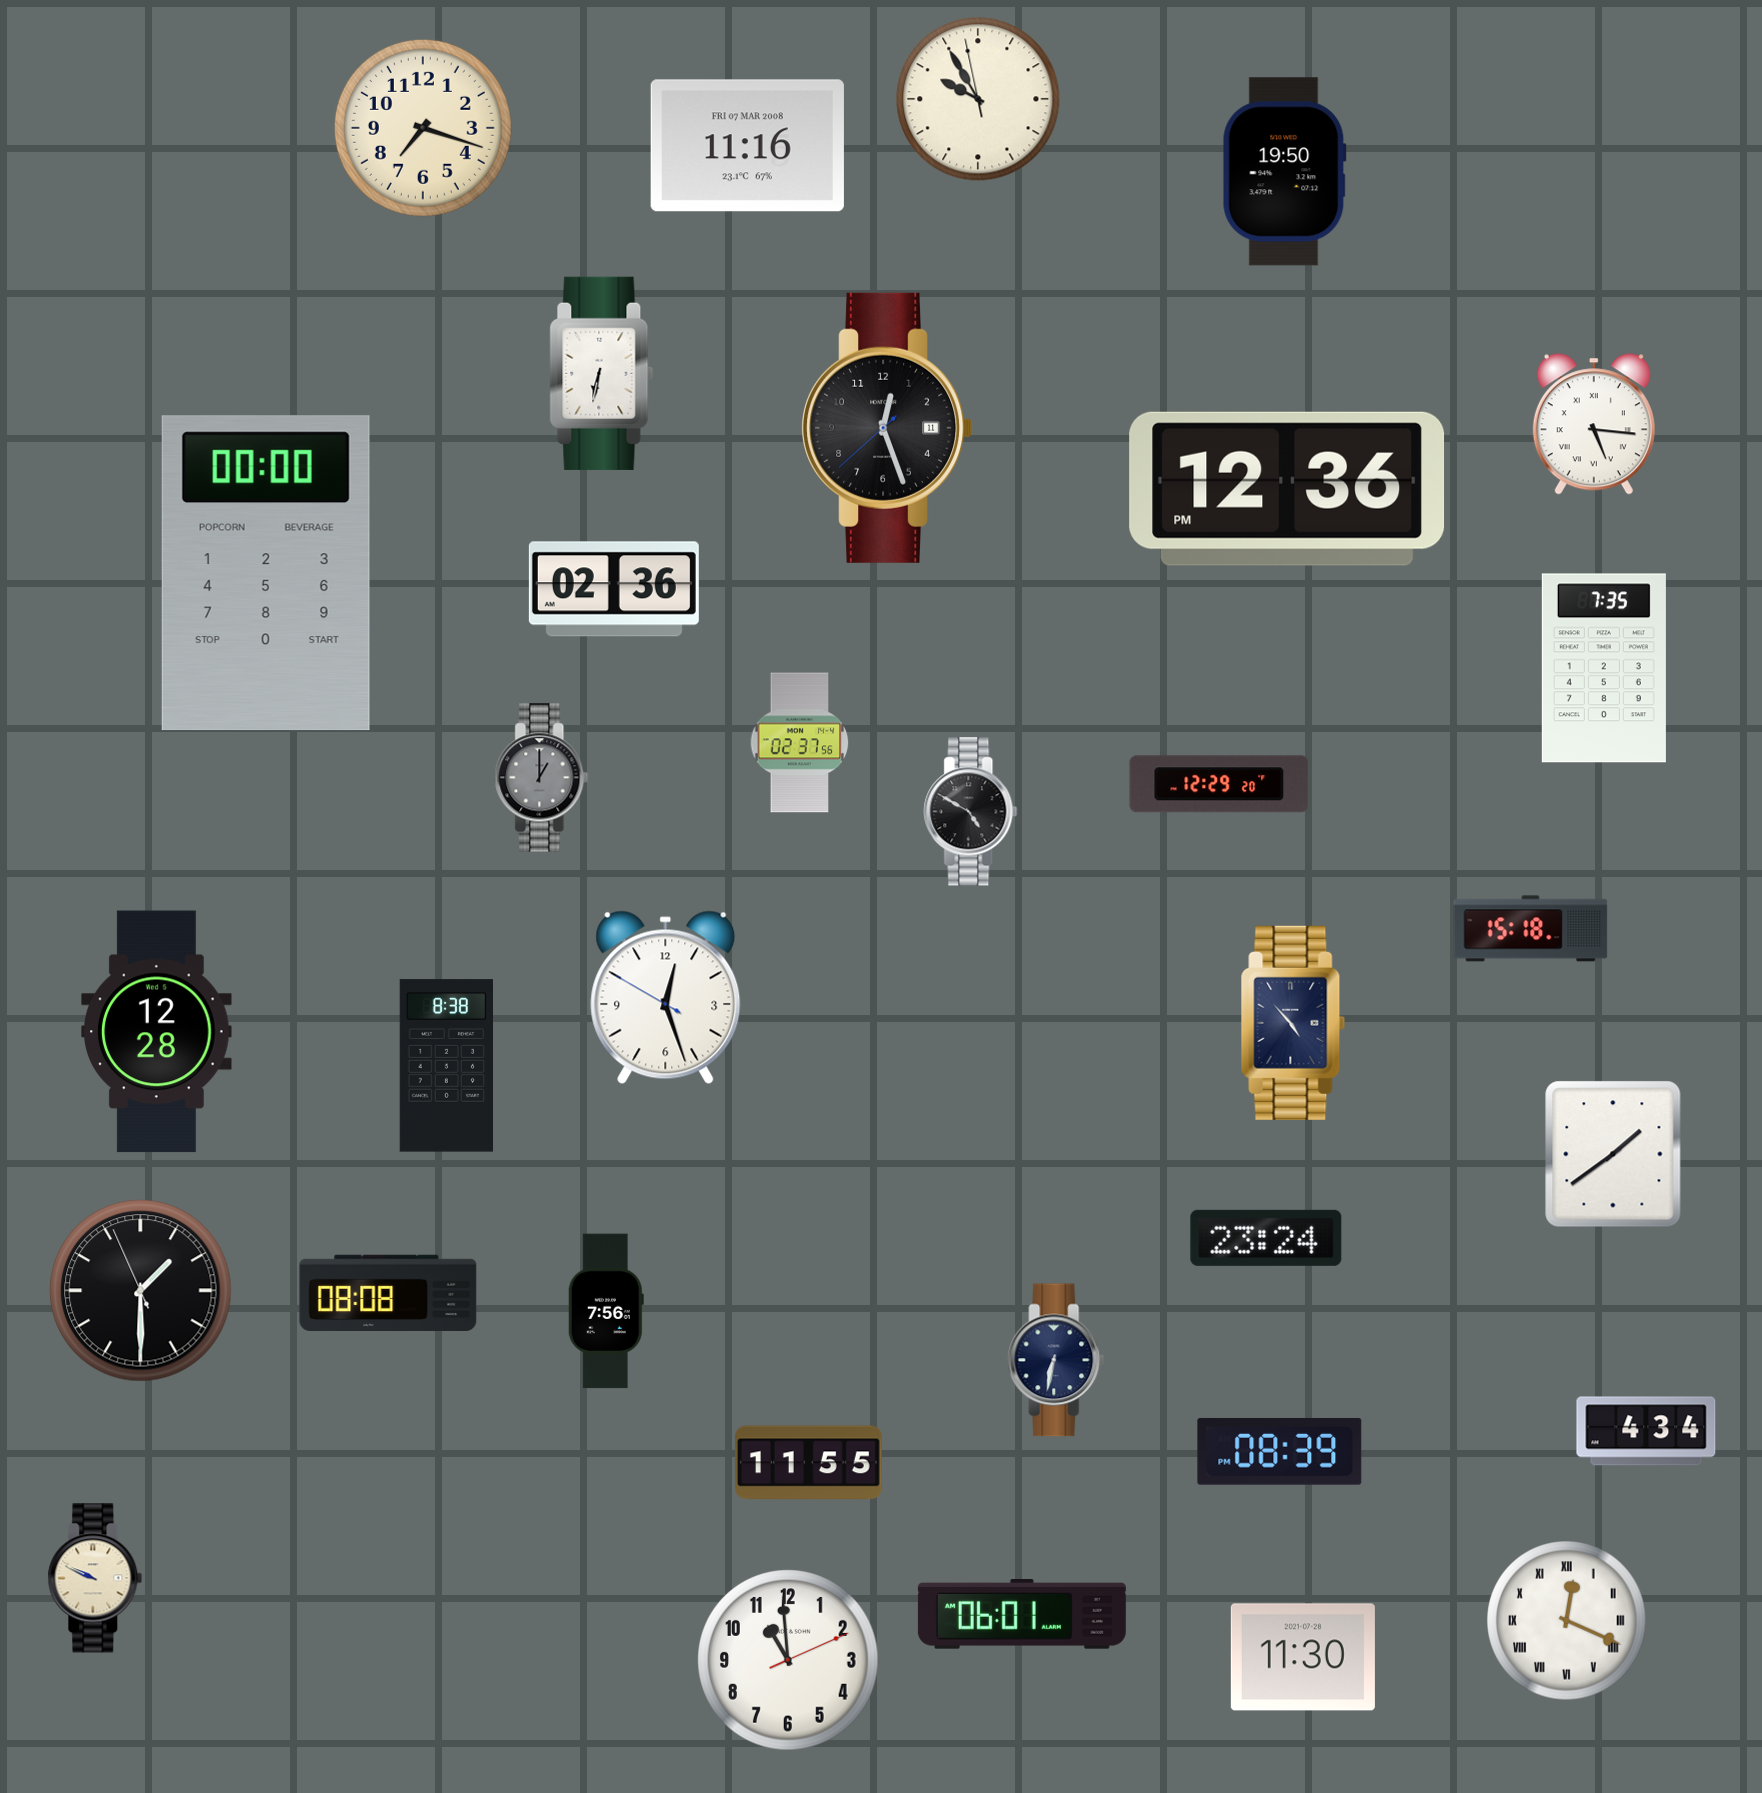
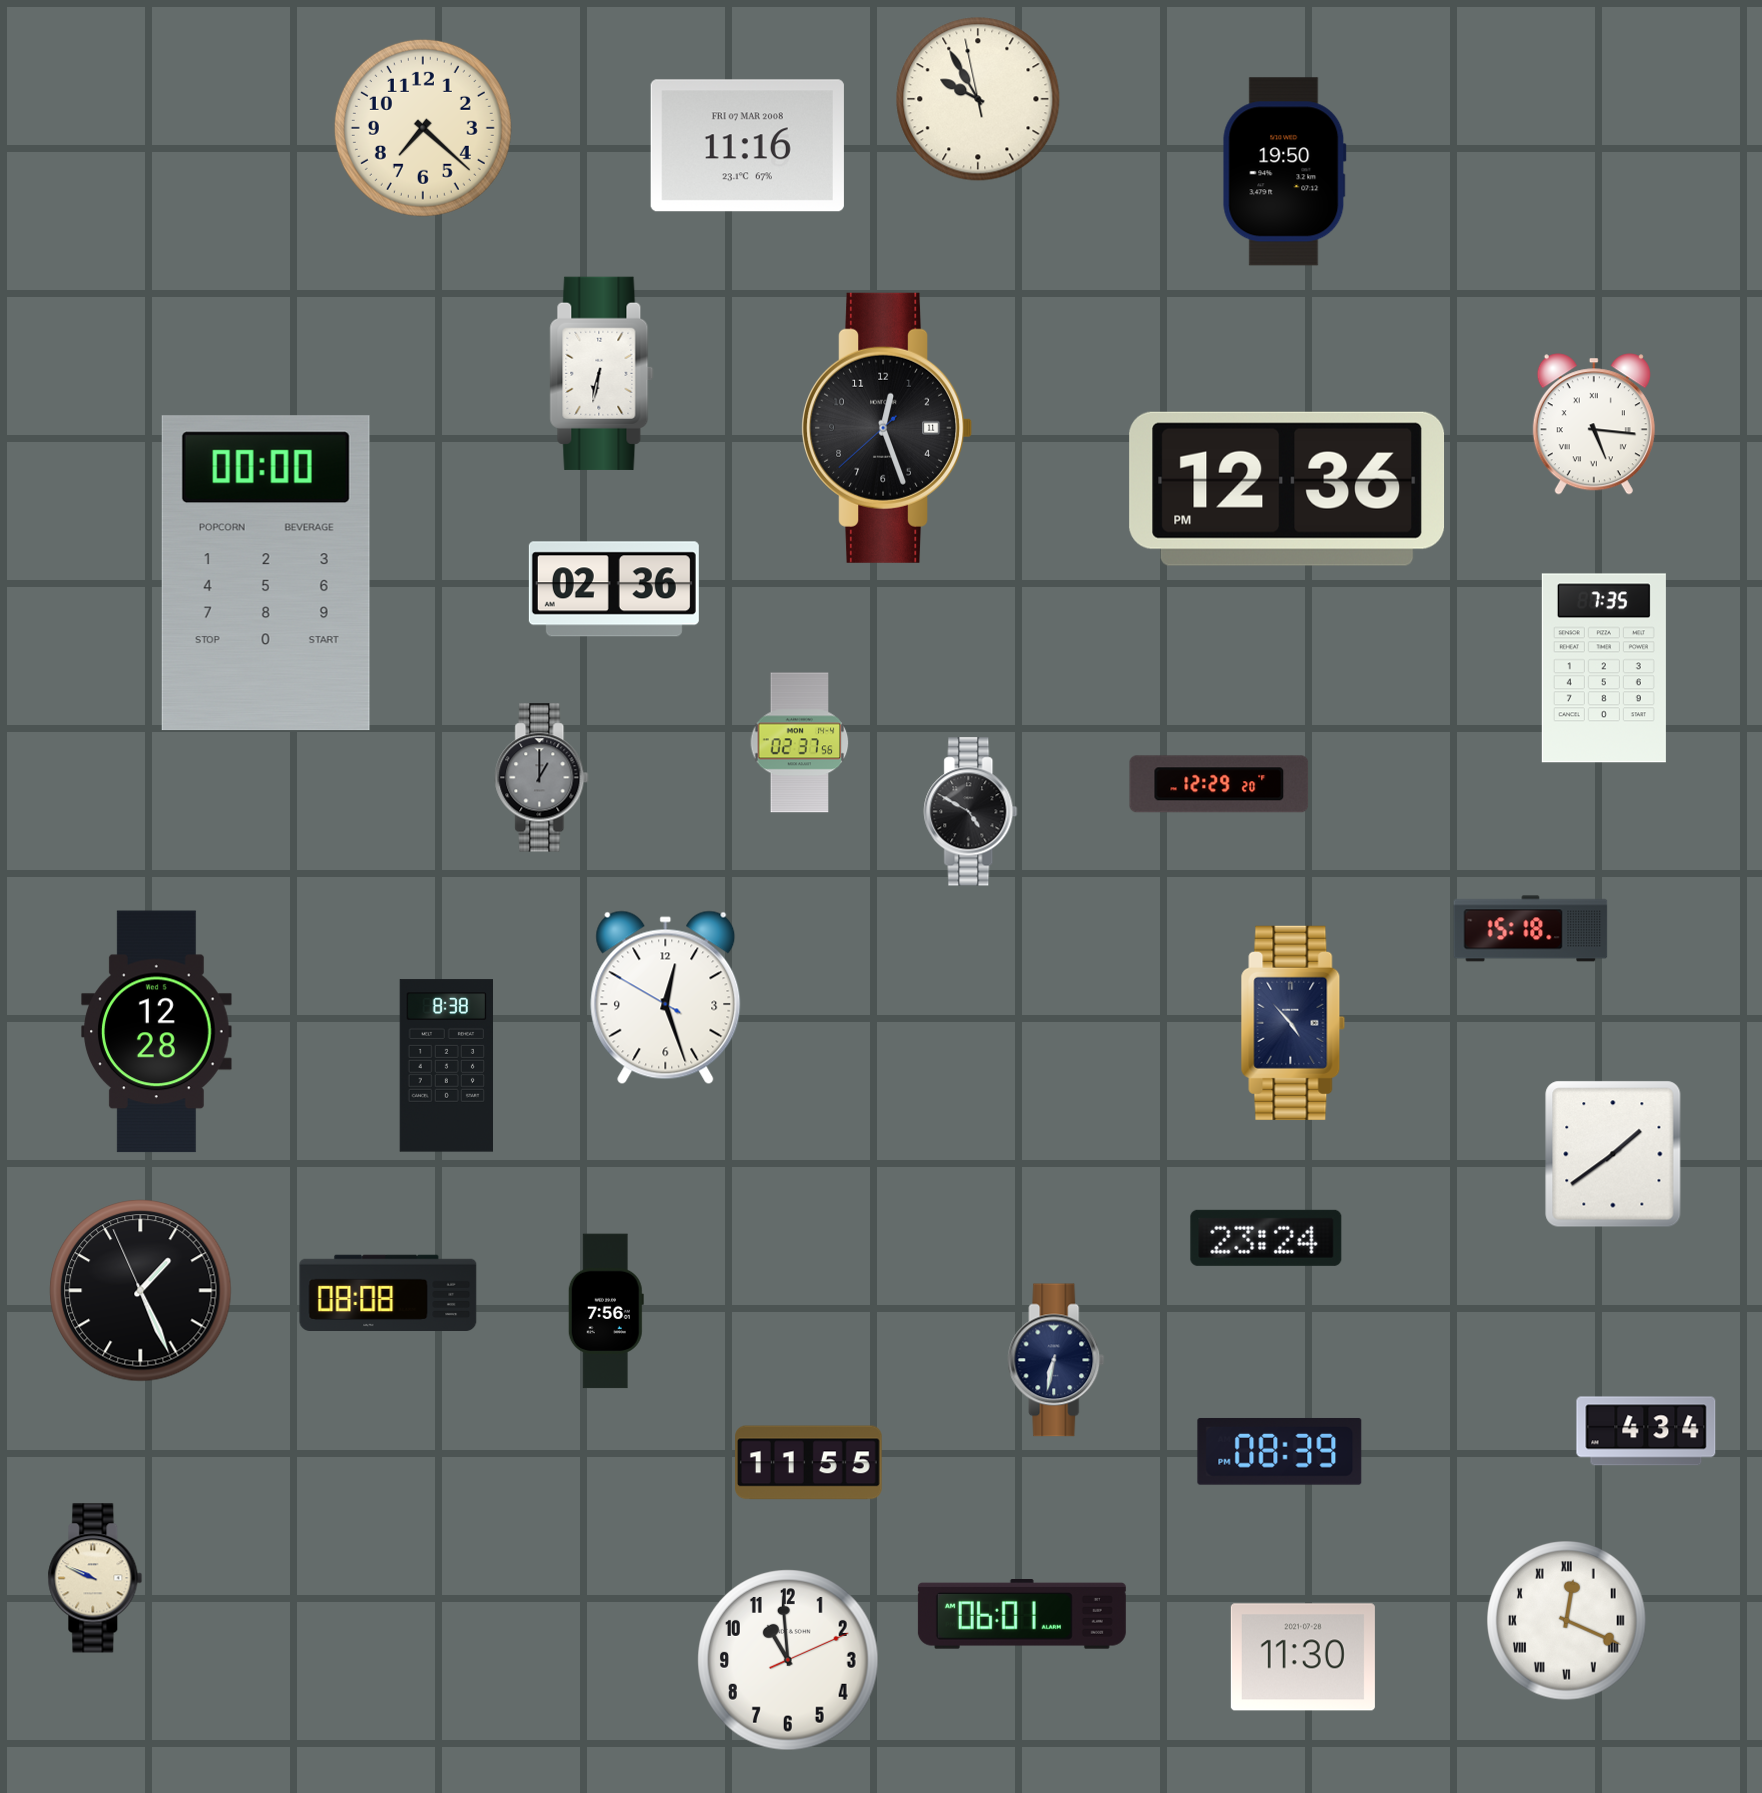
clock at (423, 128): 7:18 -> 7:22
clock at (141, 1291): 1:29 -> 1:25
